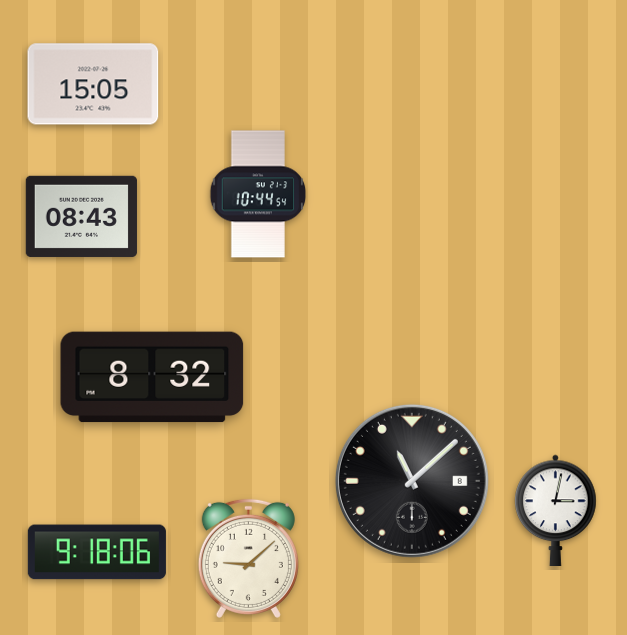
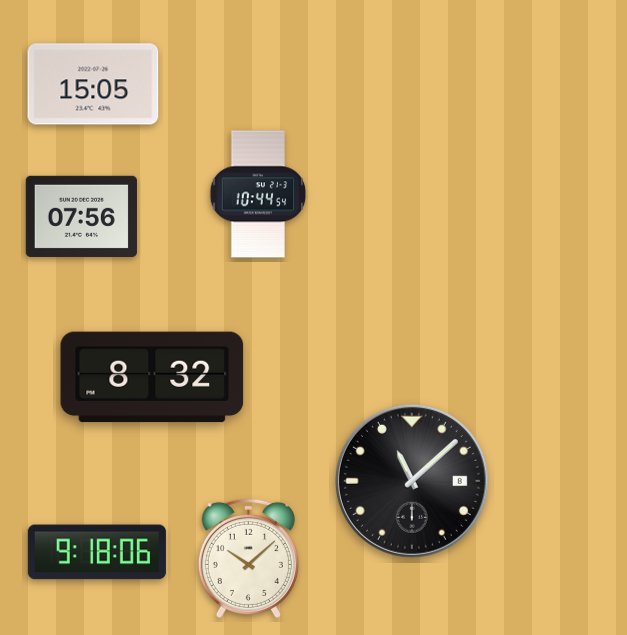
clock at (81, 216): 08:43 -> 07:56
clock at (556, 510): 3:02 -> none
clock at (248, 558): 9:08 -> 10:08
